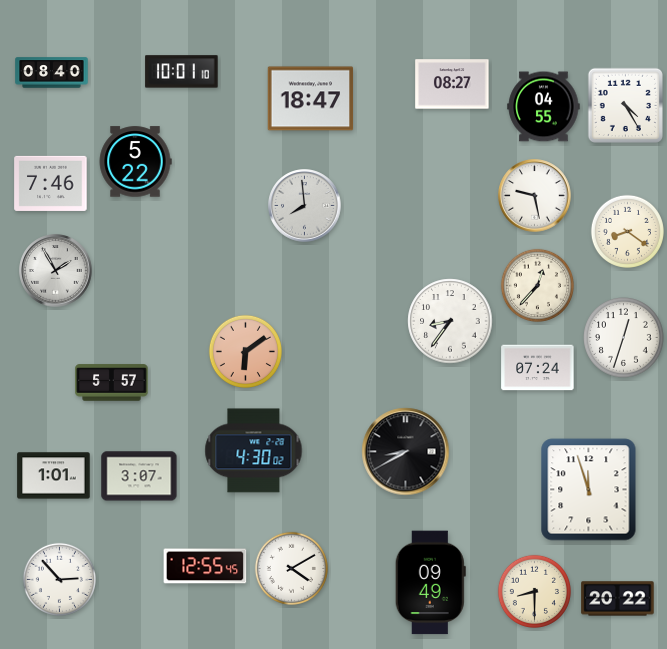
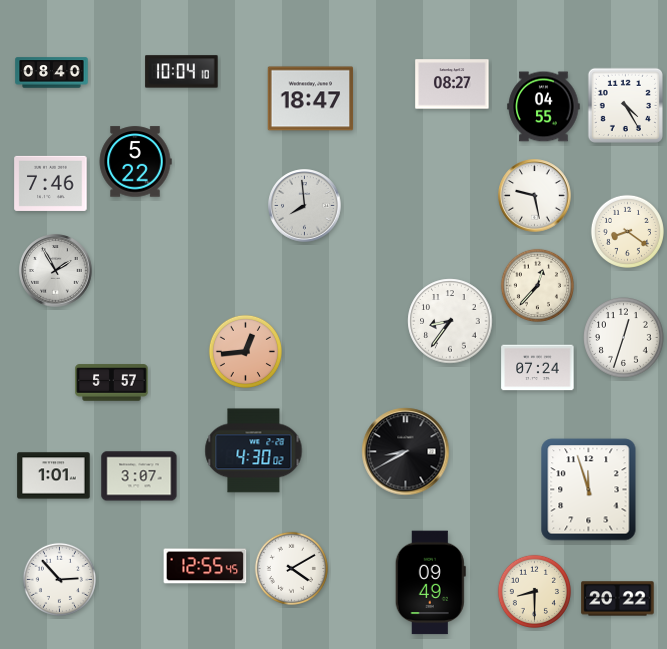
clock at (182, 72): 10:01 -> 10:04
clock at (245, 351): 6:09 -> 12:44
